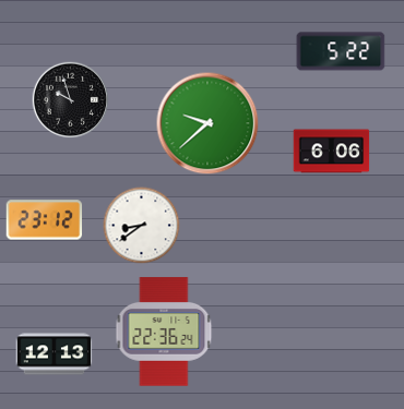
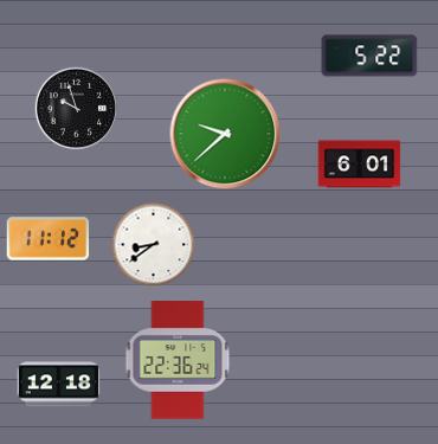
clock at (332, 152): 6:06 -> 6:01
clock at (45, 220): 23:12 -> 11:12
clock at (55, 354): 12:13 -> 12:18
